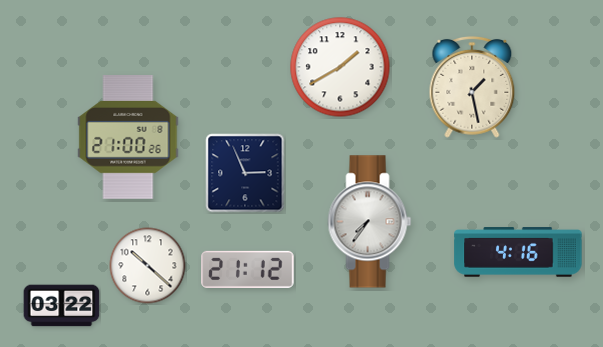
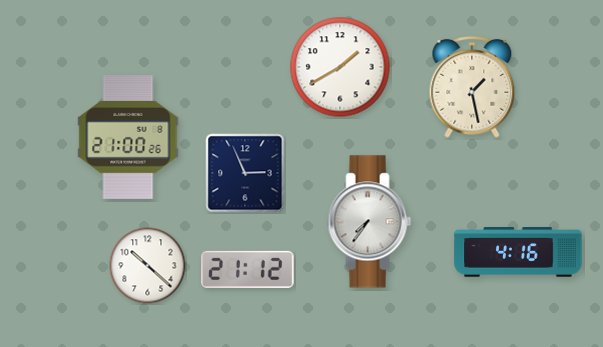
clock at (62, 306): 03:22 -> none
